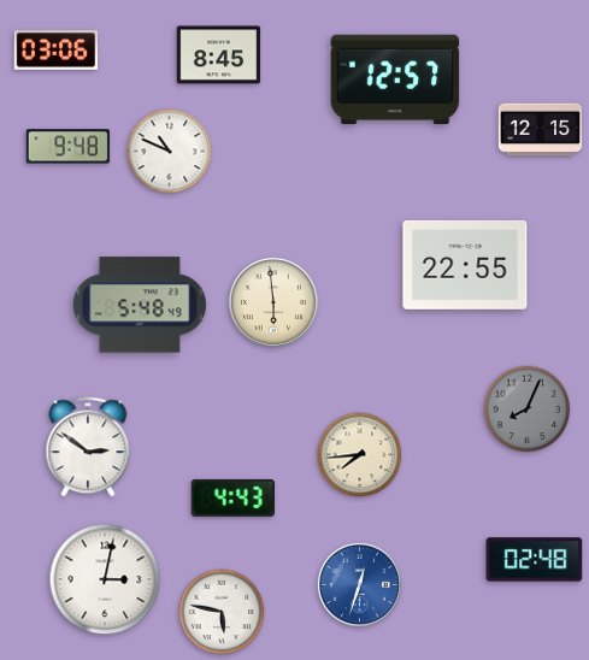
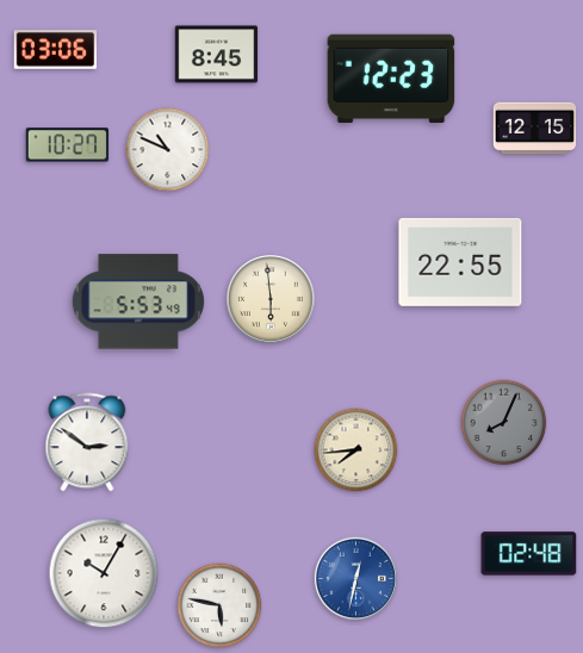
clock at (395, 79): 12:57 -> 12:23
clock at (69, 147): 9:48 -> 10:27
clock at (140, 305): 5:48 -> 5:53
clock at (528, 409) position: (528, 409) -> (504, 423)
clock at (232, 497): 4:43 -> none
clock at (105, 579): 3:02 -> 10:05
clock at (359, 584): 12:33 -> 12:32
